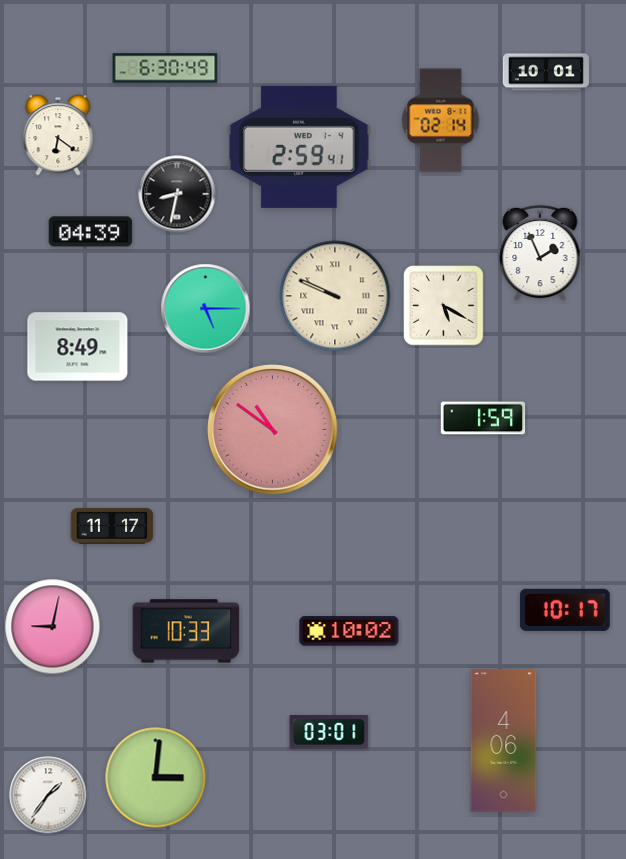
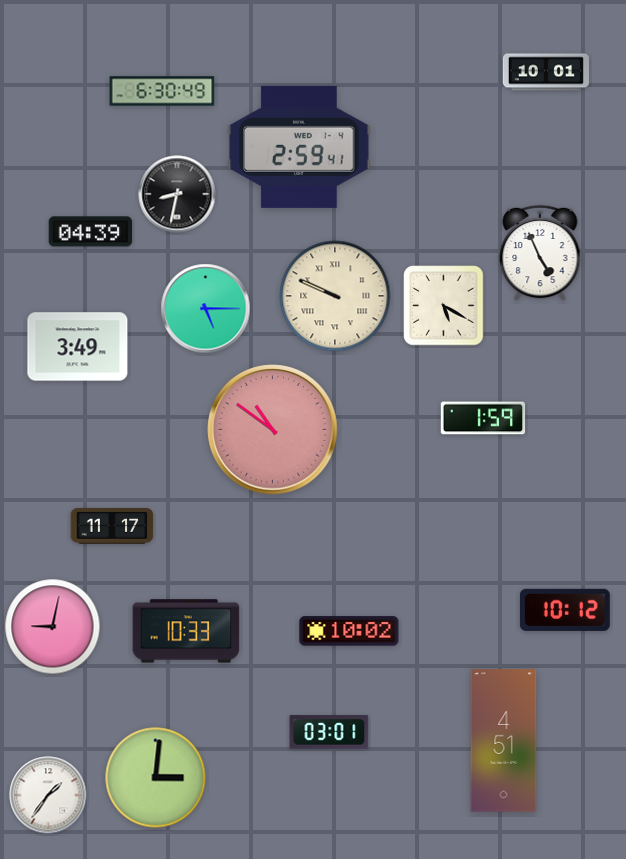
clock at (165, 68) position: (165, 68) -> (162, 91)
clock at (441, 121): 02:14 -> none
clock at (58, 135): 6:21 -> none
clock at (540, 253): 1:56 -> 4:56
clock at (78, 347): 8:49 -> 3:49
clock at (565, 610): 10:17 -> 10:12
clock at (504, 741): 4:06 -> 4:51
